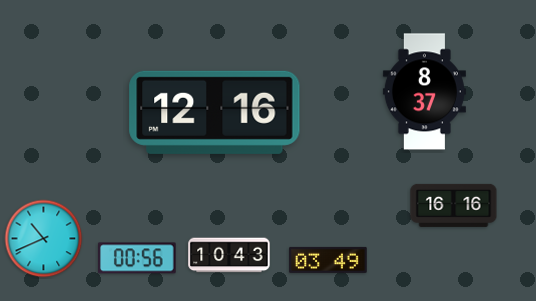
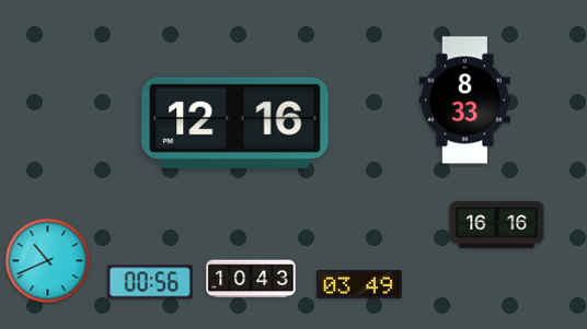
clock at (424, 92): 8:37 -> 8:33
